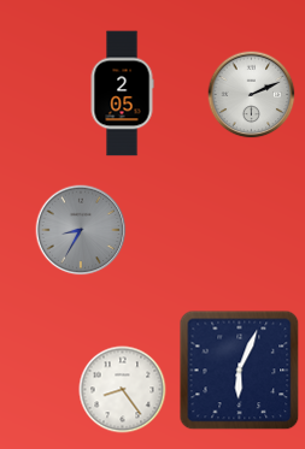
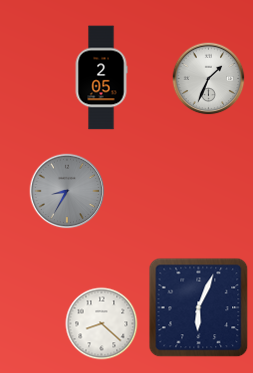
clock at (252, 95): 2:11 -> 1:34
clock at (123, 390): 8:24 -> 8:22
